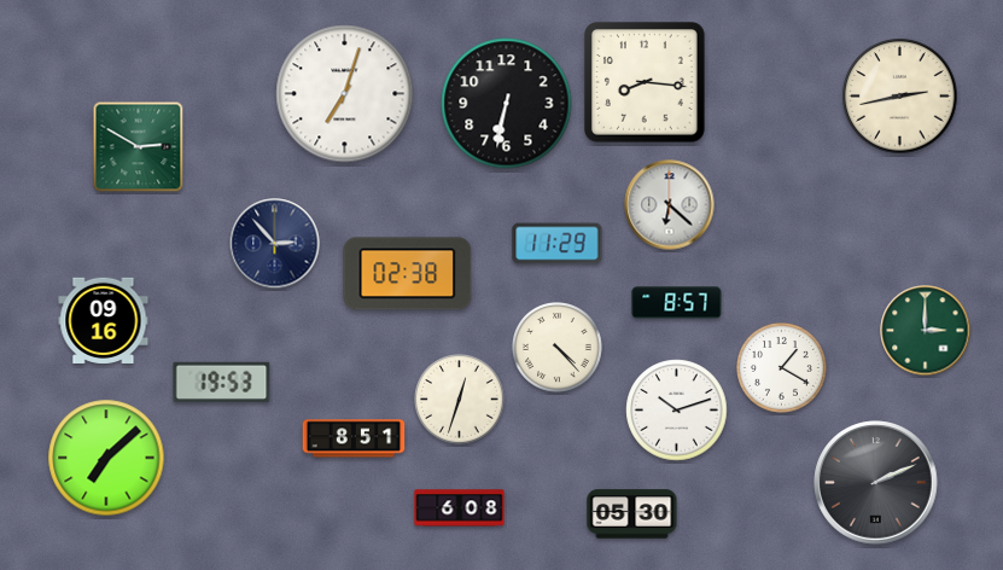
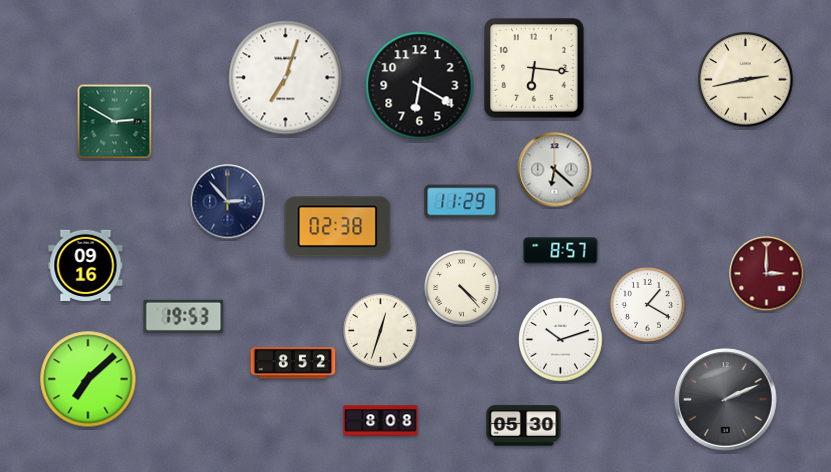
clock at (646, 83): 8:16 -> 6:16
clock at (507, 104): 6:32 -> 6:20
clock at (926, 331) dial: green -> burgundy
clock at (354, 438): 8:51 -> 8:52
clock at (460, 508): 6:08 -> 8:08
